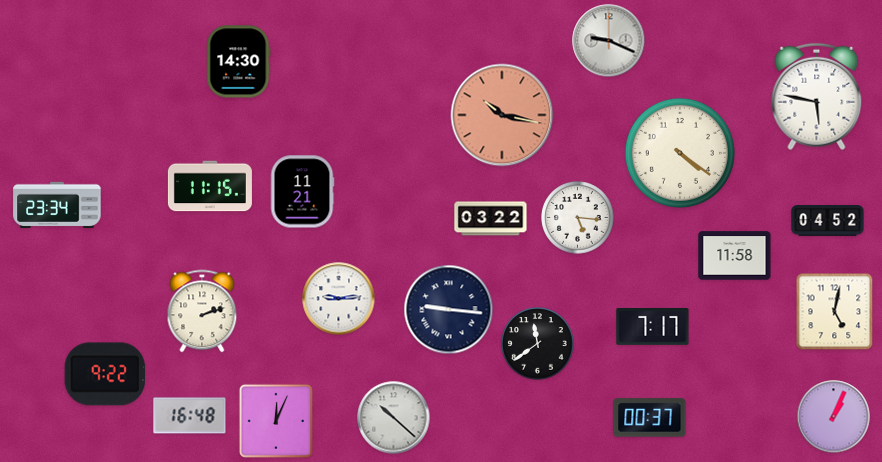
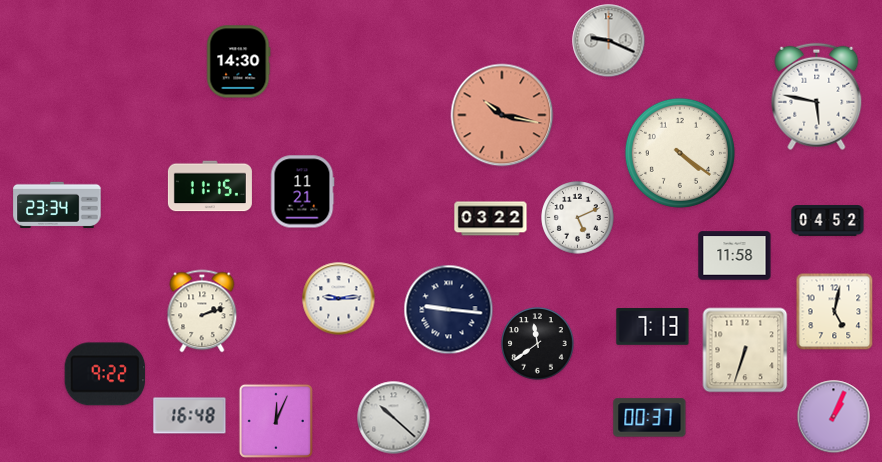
clock at (578, 218): 5:16 -> 5:11
clock at (653, 327): 7:17 -> 7:13
clock at (745, 350): none -> 6:33
